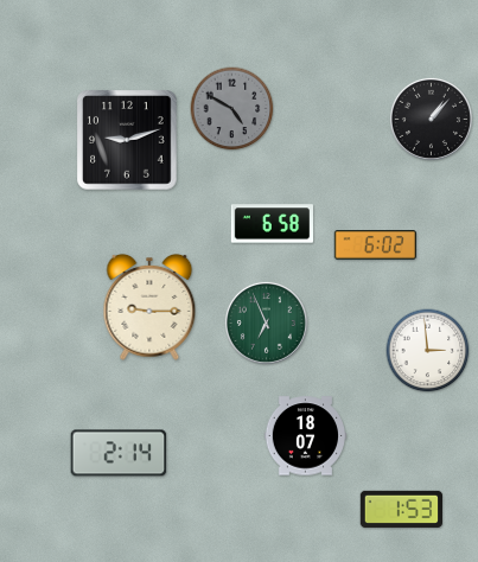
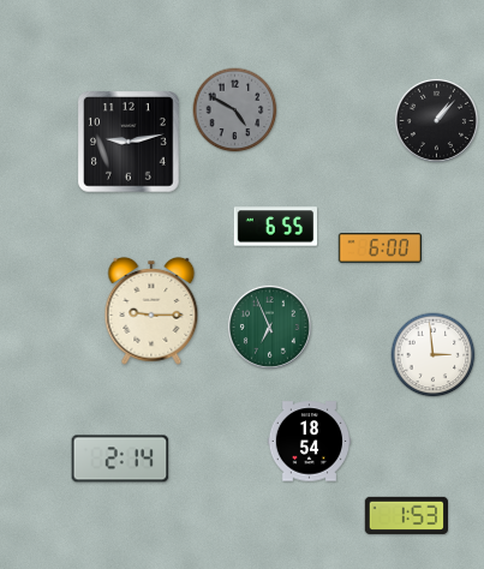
clock at (127, 140): 9:12 -> 9:13
clock at (273, 224): 6:58 -> 6:55
clock at (375, 245): 6:02 -> 6:00
clock at (305, 436): 18:07 -> 18:54
